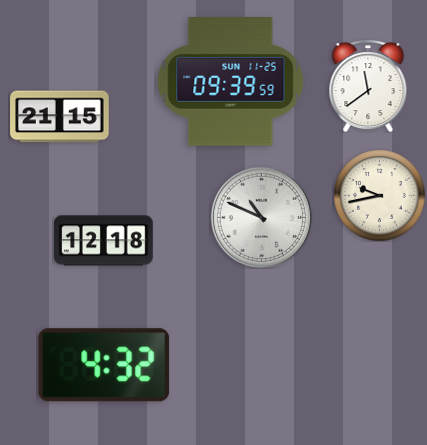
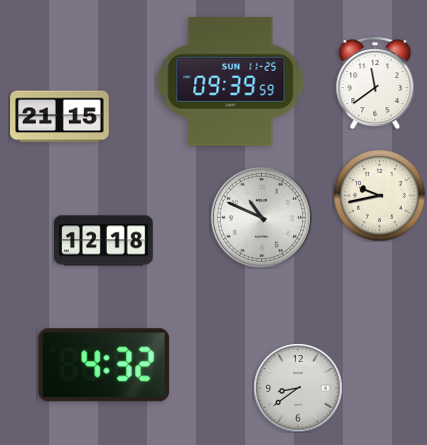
clock at (368, 86) position: (368, 86) -> (375, 83)
clock at (298, 388): none -> 8:39
